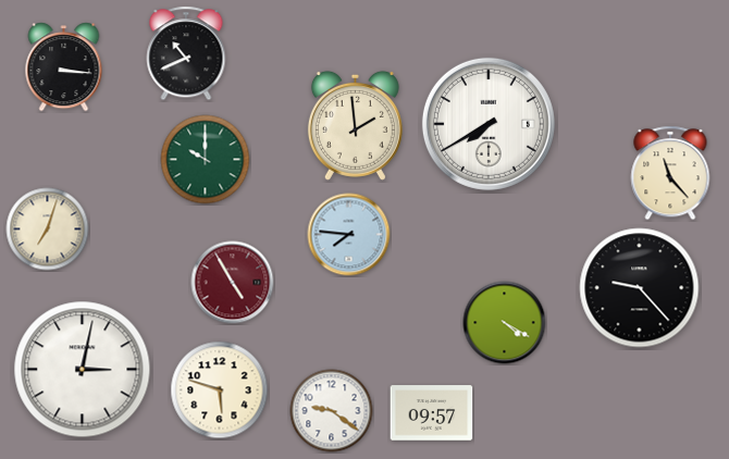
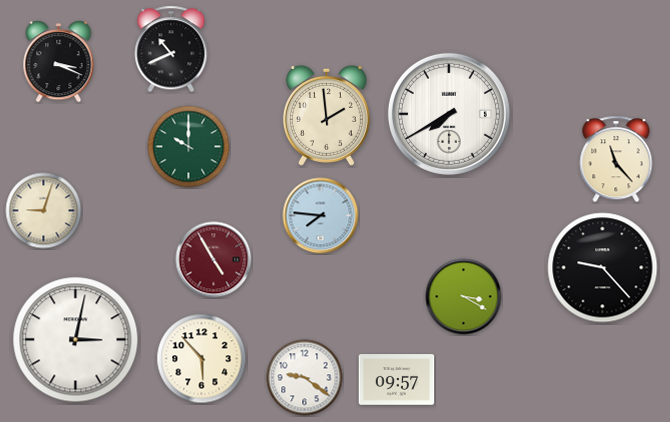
clock at (64, 67): 3:16 -> 3:19
clock at (48, 230): 7:03 -> 9:03
clock at (640, 288) position: (640, 288) -> (603, 268)
clock at (505, 323): 4:20 -> 3:20
clock at (220, 390): 5:48 -> 5:53
